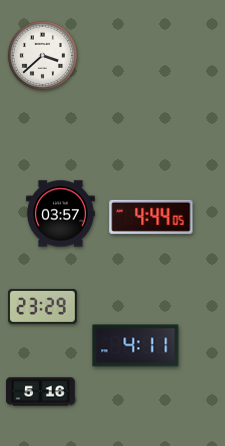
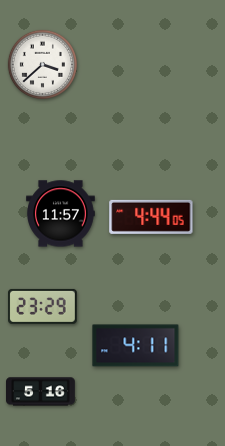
clock at (42, 55) position: (42, 55) -> (42, 64)
clock at (61, 214): 03:57 -> 11:57
